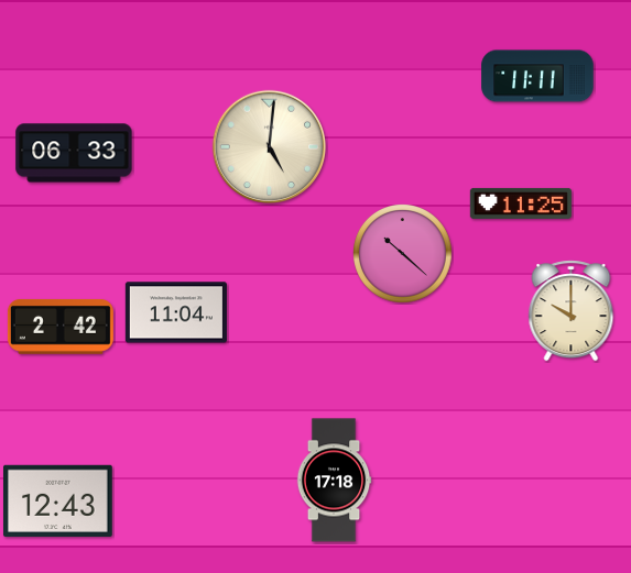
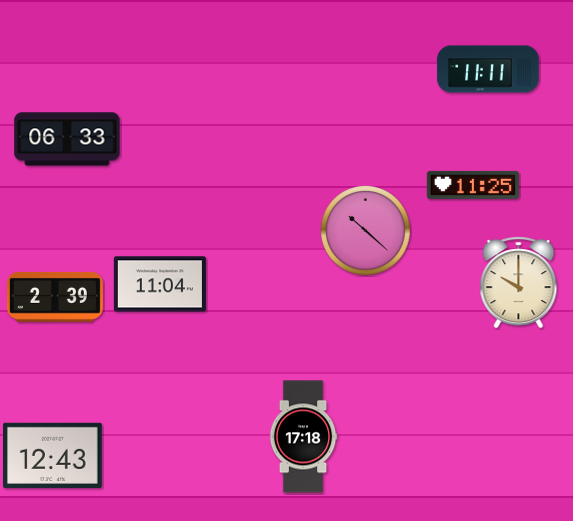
clock at (269, 146): 5:01 -> none
clock at (61, 327): 2:42 -> 2:39
